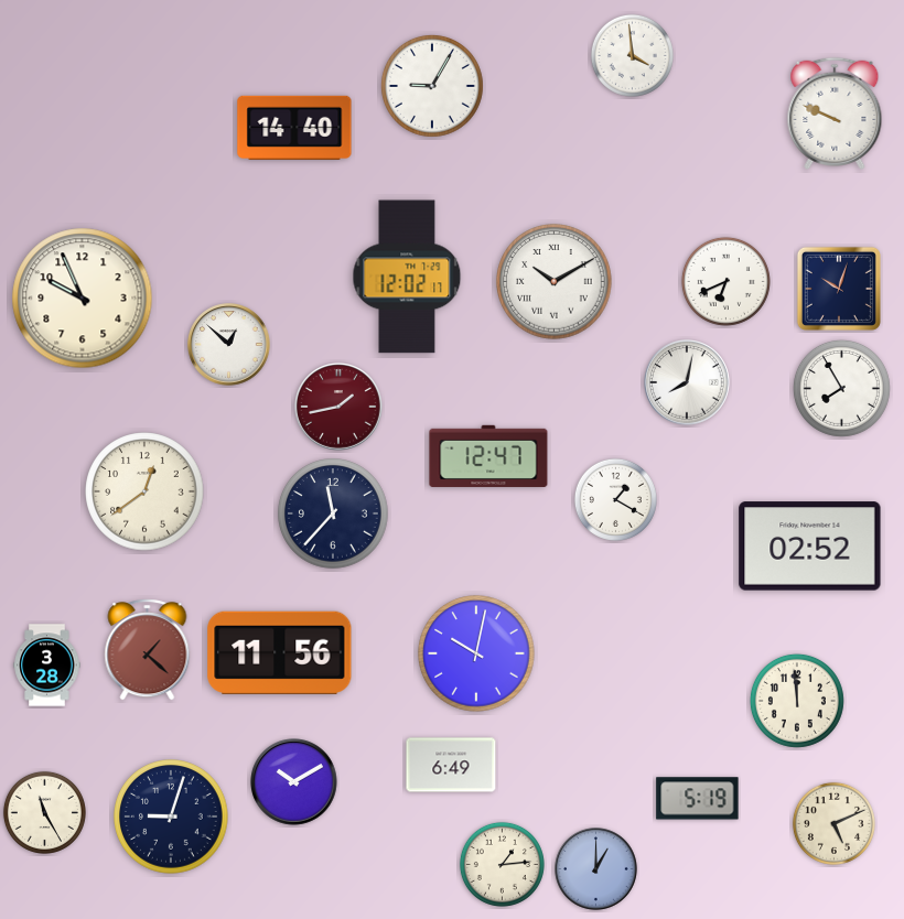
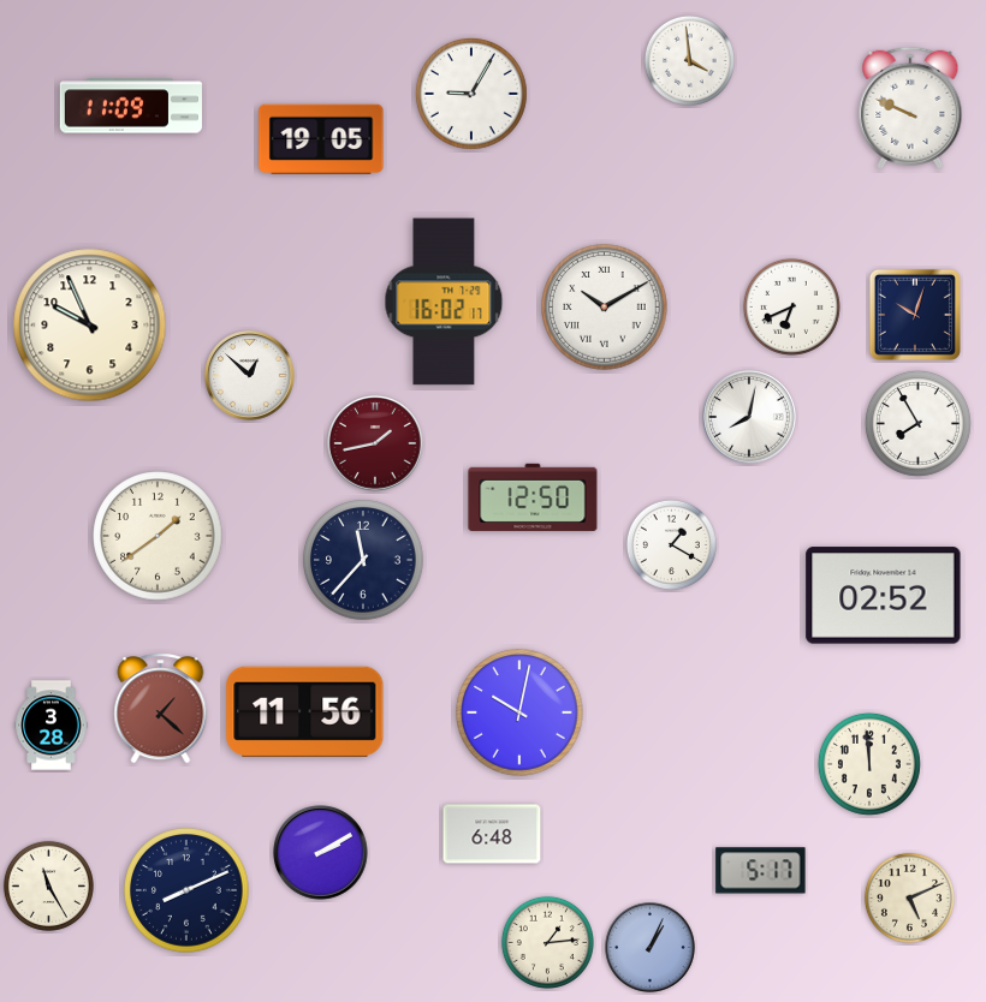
clock at (131, 106): none -> 11:09
clock at (835, 113) position: (835, 113) -> (910, 108)
clock at (294, 128): 14:40 -> 19:05
clock at (407, 277): 12:02 -> 16:02
clock at (338, 407) position: (338, 407) -> (375, 443)
clock at (488, 456): 12:47 -> 12:50
clock at (144, 491): 12:39 -> 1:39
clock at (451, 765): 6:49 -> 6:48
clock at (294, 782): 10:10 -> 2:10
clock at (698, 799): 5:19 -> 5:17
clock at (171, 817): 9:03 -> 8:11
clock at (596, 869): 1:00 -> 1:04
